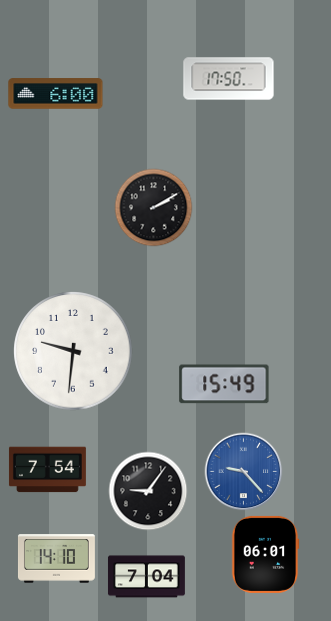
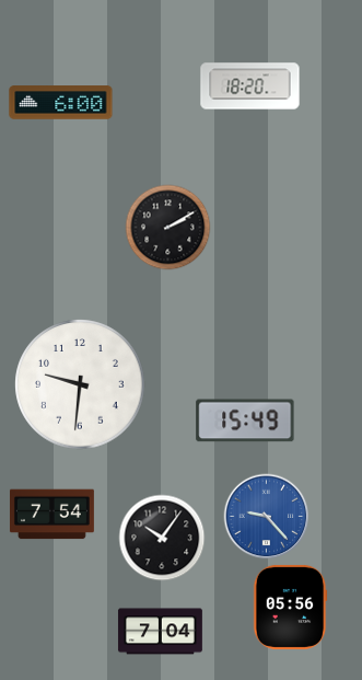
clock at (229, 79): 17:50 -> 18:20
clock at (148, 491): 9:06 -> 10:06
clock at (265, 554): 06:01 -> 05:56
clock at (56, 559): 14:10 -> none
